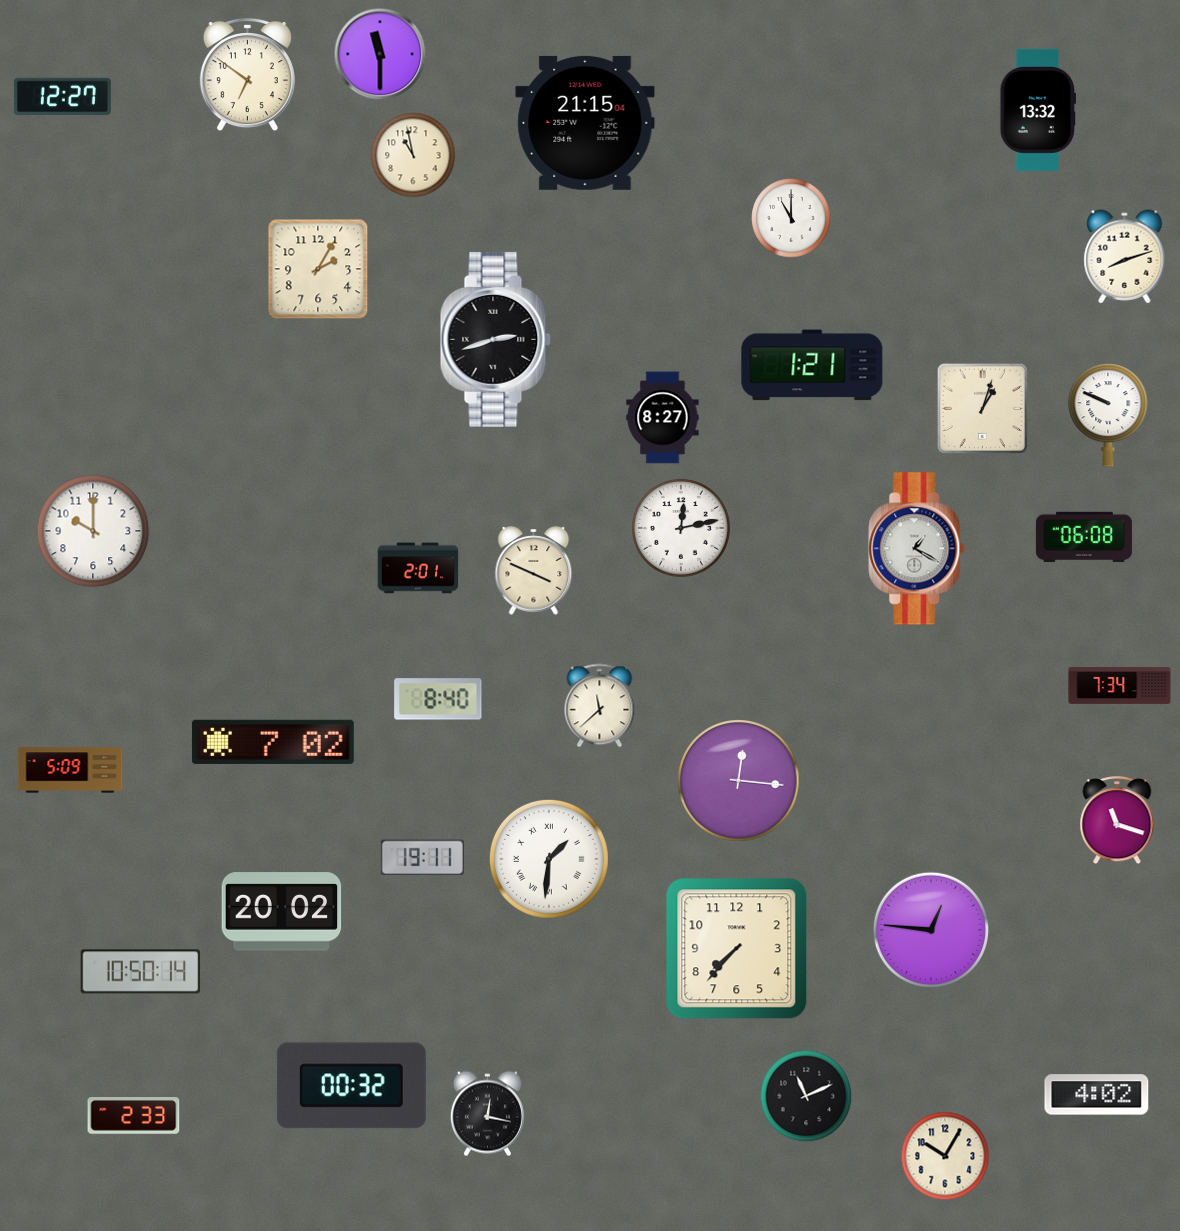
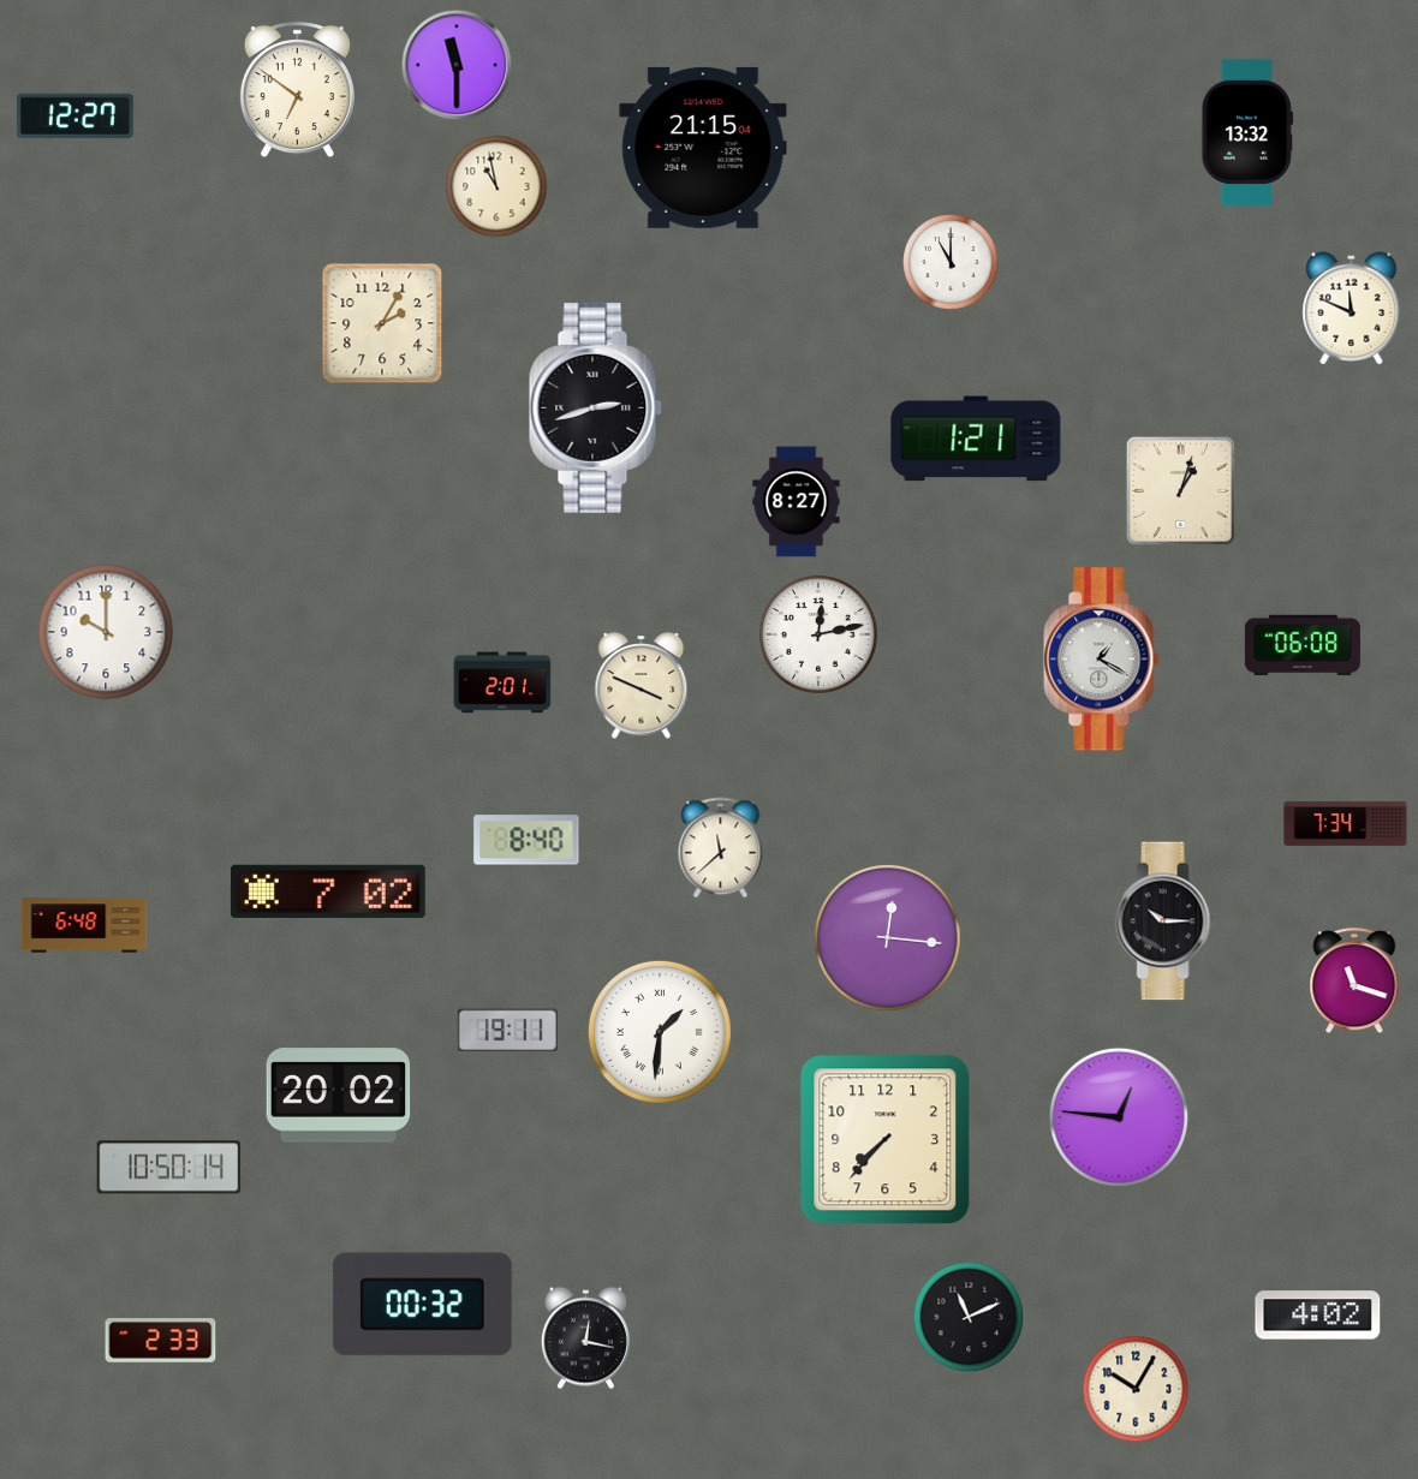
clock at (1125, 257): 8:12 -> 11:49
clock at (1108, 415): 9:49 -> none
clock at (93, 531) position: (93, 531) -> (106, 632)
clock at (1166, 922): none -> 10:15
clock at (70, 770): 5:09 -> 6:48
clock at (1117, 821) position: (1117, 821) -> (1354, 982)
